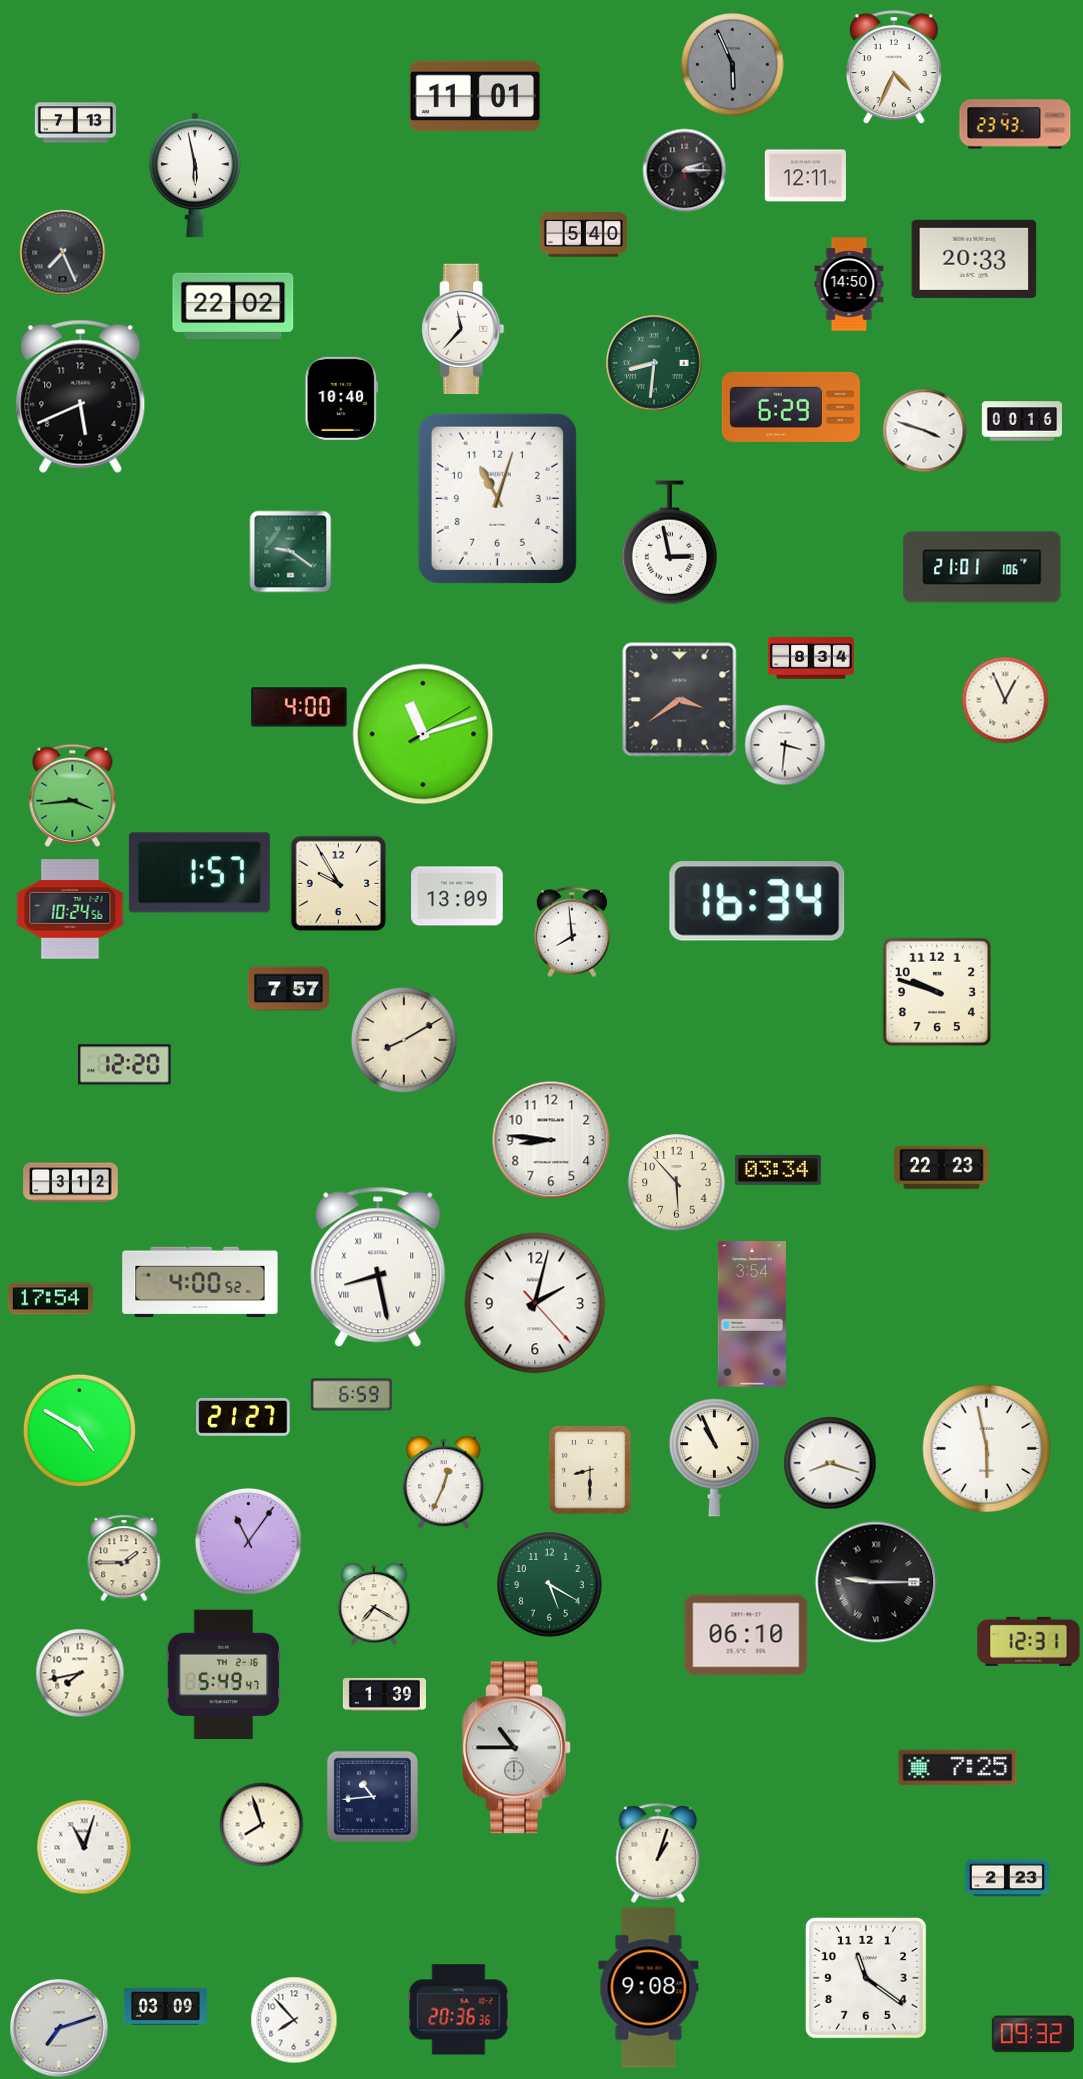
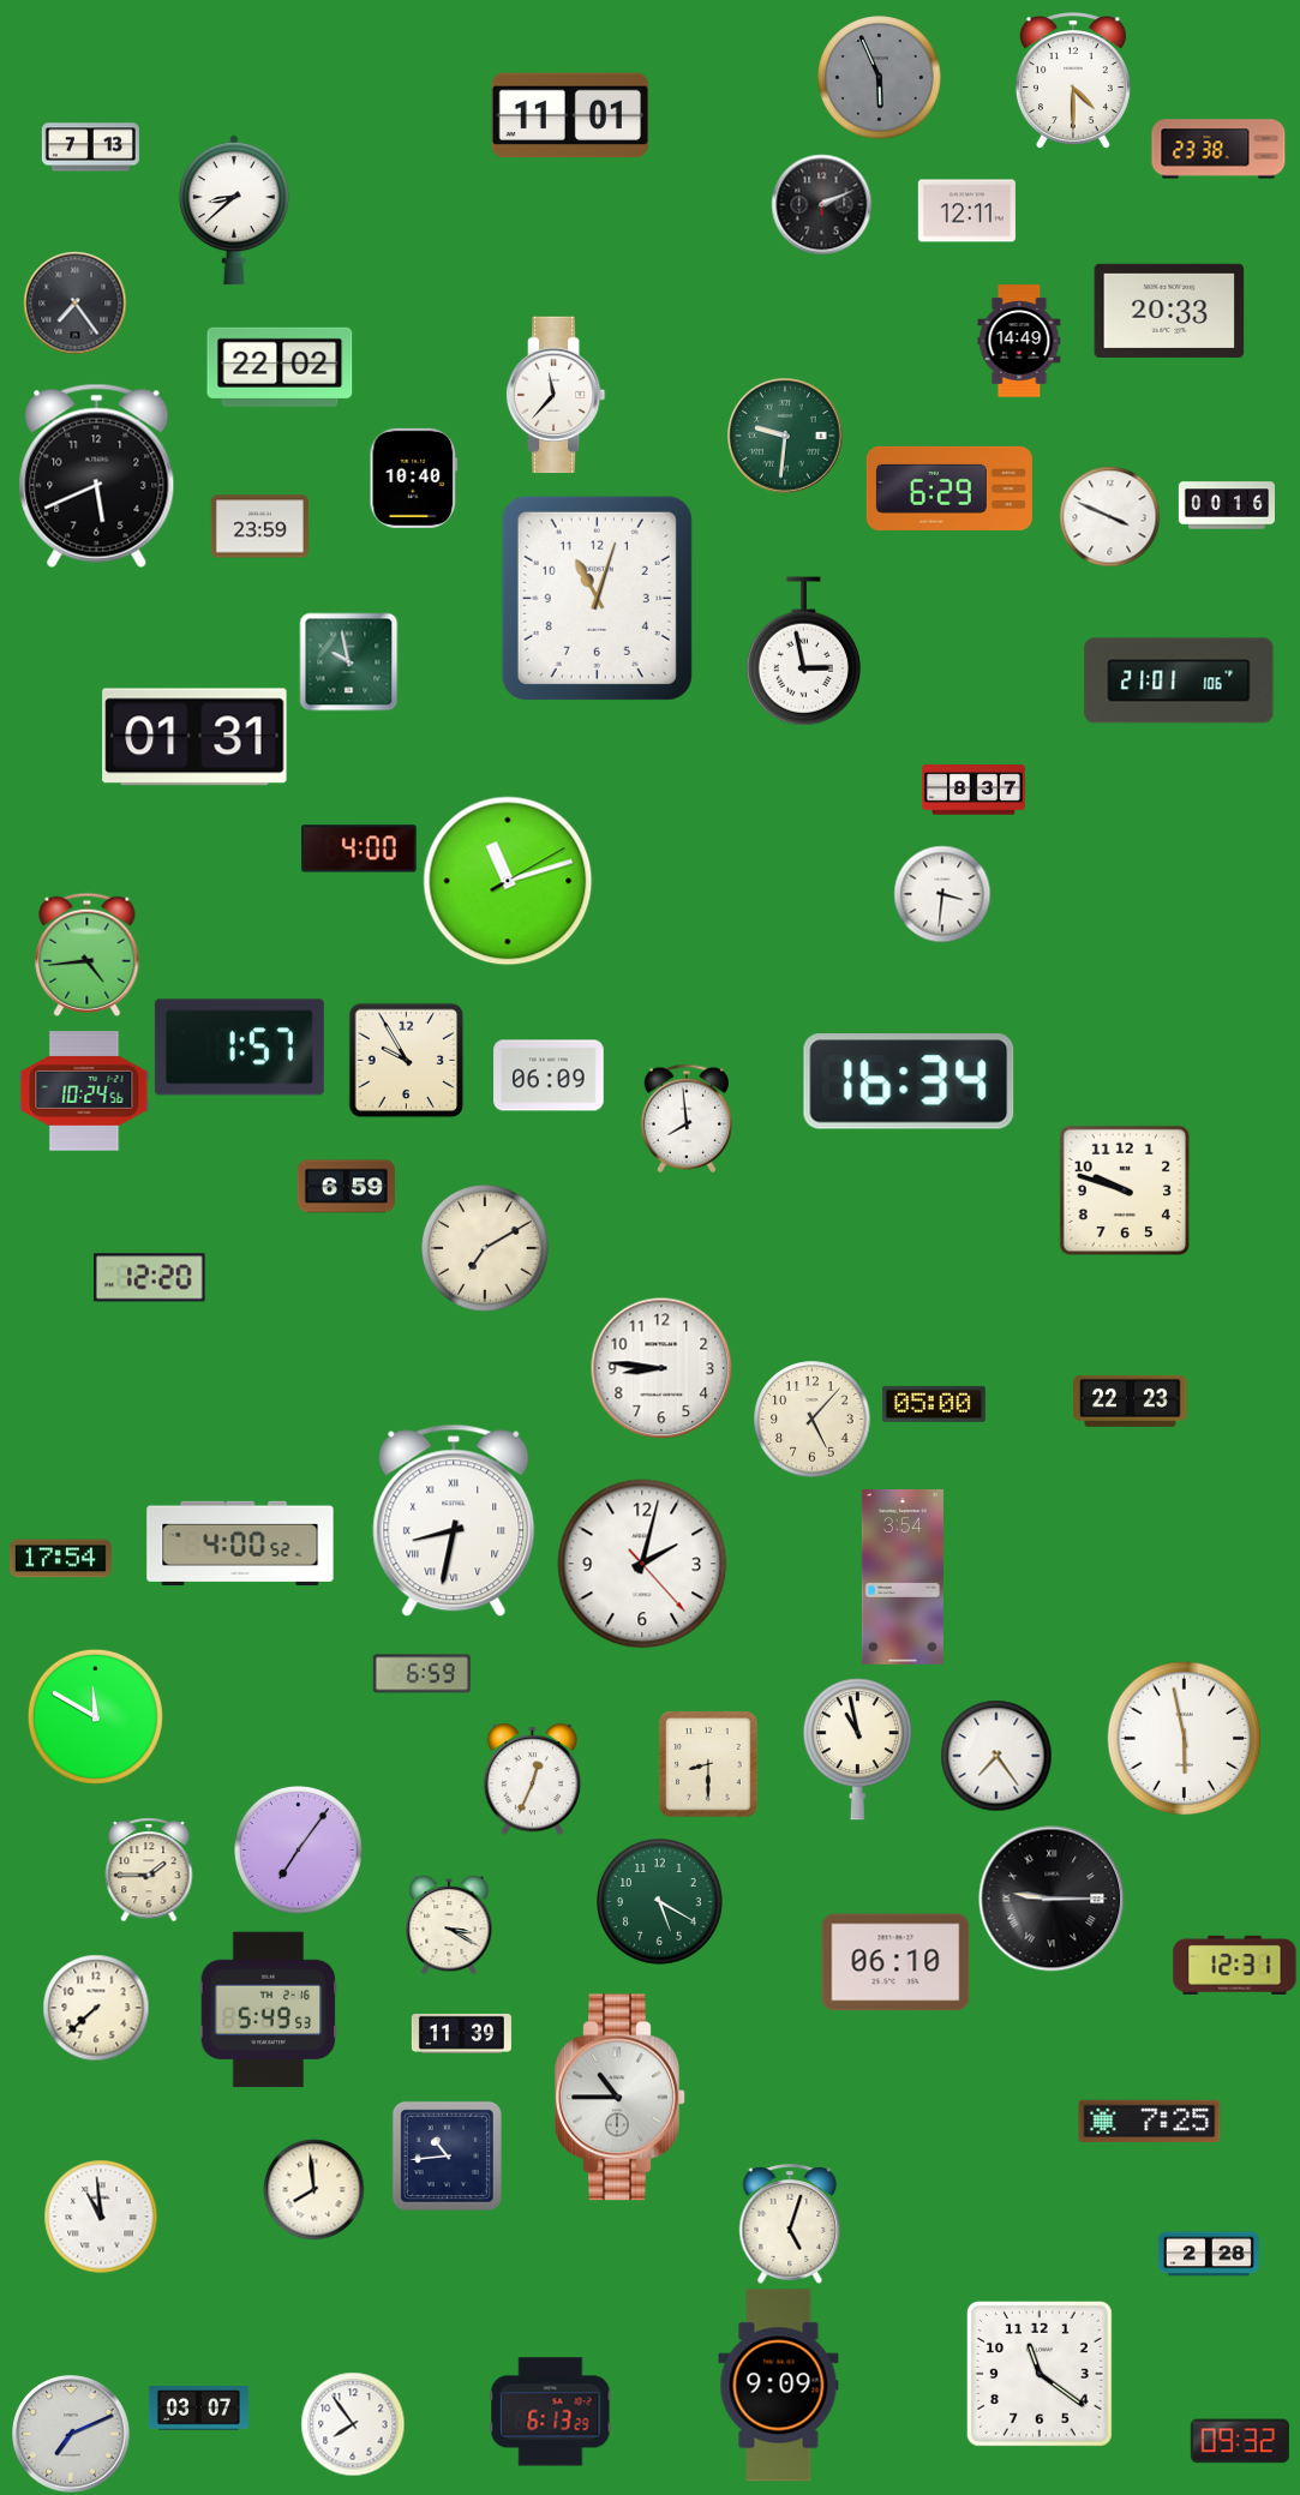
clock at (894, 67): 4:34 -> 4:30
clock at (1015, 124): 23:43 -> 23:38
clock at (684, 170): 2:15 -> 2:11
clock at (195, 175): 5:58 -> 8:38
clock at (583, 235): 5:40 -> none
clock at (62, 252): 7:26 -> 7:24
clock at (849, 284): 14:50 -> 14:49
clock at (654, 363): 8:31 -> 9:31
clock at (342, 398) position: (342, 398) -> (414, 478)
clock at (924, 430): 3:48 -> 3:49
clock at (259, 527): none -> 23:59
clock at (290, 551): 9:21 -> 9:58
clock at (194, 737): none -> 01:31
clock at (811, 658): 8:34 -> 8:37
clock at (680, 700): 3:39 -> none
clock at (1005, 700): 12:56 -> none
clock at (73, 795): 3:44 -> 4:44
clock at (457, 896): 13:09 -> 06:09
clock at (288, 989): 7:57 -> 6:59
clock at (405, 1041): 8:10 -> 7:10
clock at (778, 1170): 03:34 -> 05:00
clock at (71, 1183): 3:12 -> none
clock at (677, 1183): 5:53 -> 5:07
clock at (378, 1267): 8:28 -> 8:32
clock at (200, 1281) position: (200, 1281) -> (240, 1542)
clock at (243, 1417): 21:27 -> none
clock at (79, 1430): 4:50 -> 11:50
clock at (714, 1458): 10:56 -> 10:58
clock at (830, 1463): 8:18 -> 7:24
clock at (249, 1542): 11:06 -> 7:06
clock at (374, 1604): 7:20 -> 3:20
clock at (1029, 1641) position: (1029, 1641) -> (1235, 1965)
clock at (80, 1673): 7:43 -> 7:38
clock at (224, 1675): 5:49:47 -> 5:49:53
clock at (384, 1694): 1:39 -> 11:39
clock at (261, 1824): 7:57 -> 7:59
clock at (84, 1847): 11:03 -> 10:59
clock at (658, 1853): 1:03 -> 5:03
clock at (1007, 1878): 2:23 -> 2:28
clock at (649, 1988): 9:08 -> 9:09
clock at (165, 2007): 03:09 -> 03:07
clock at (459, 2010): 20:36 -> 6:13
clock at (294, 2020): 7:53 -> 7:54
clock at (60, 2029): 7:12 -> 7:11
